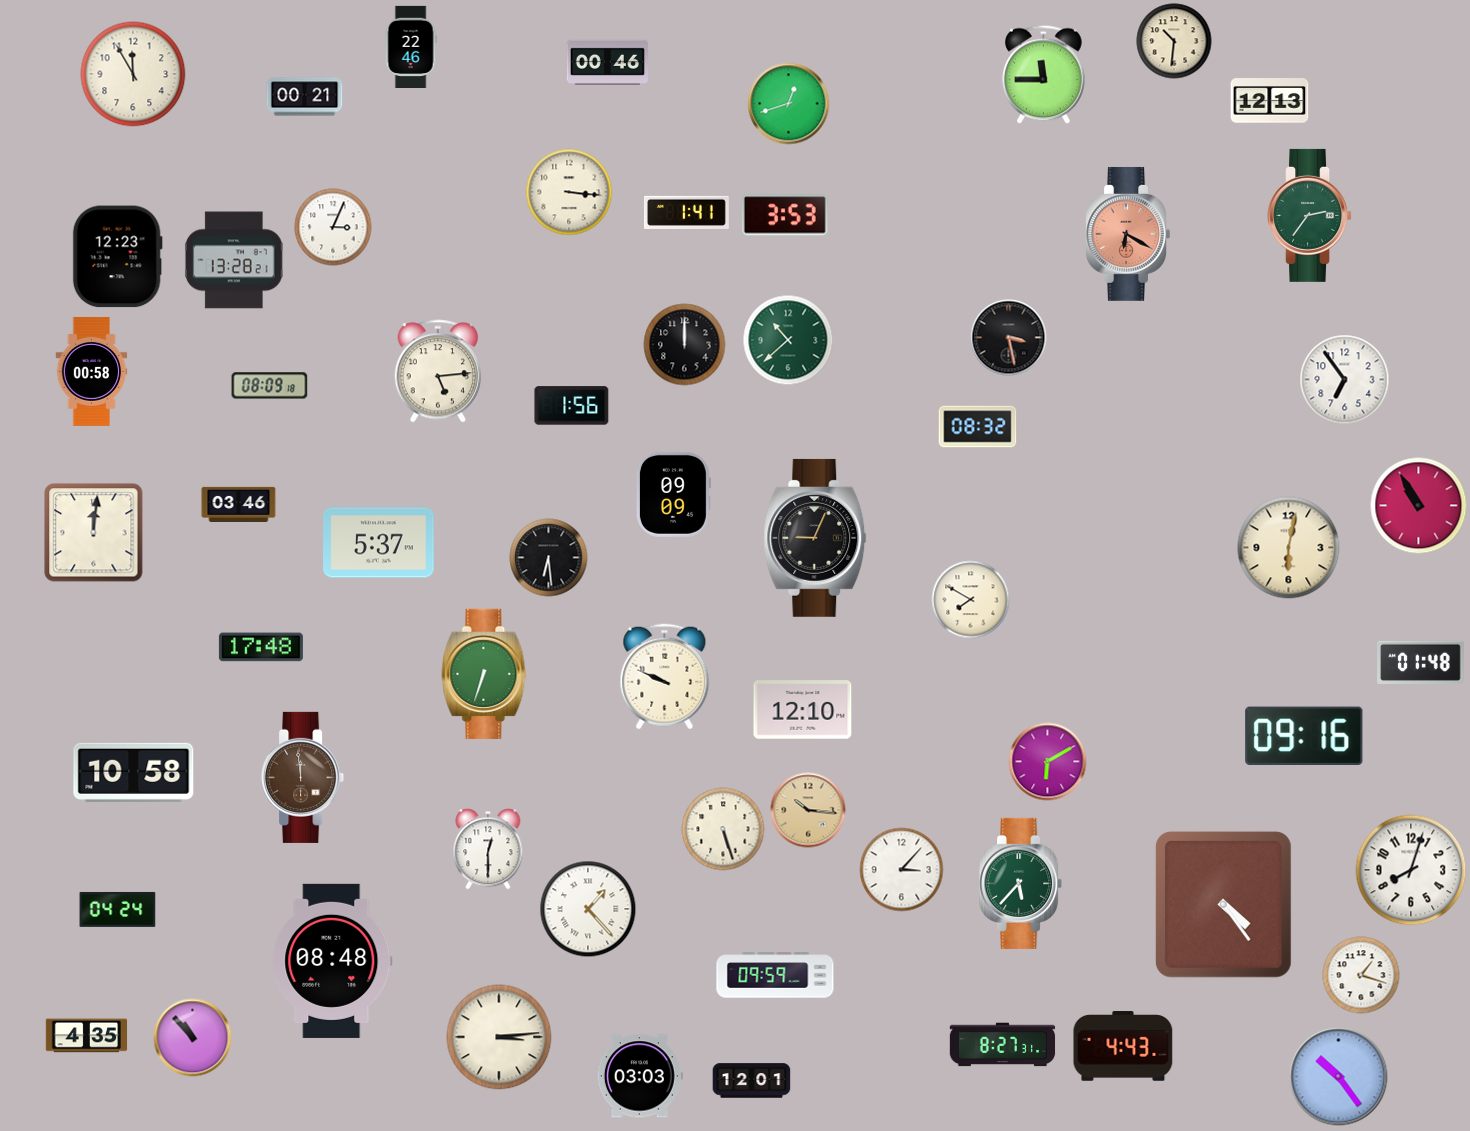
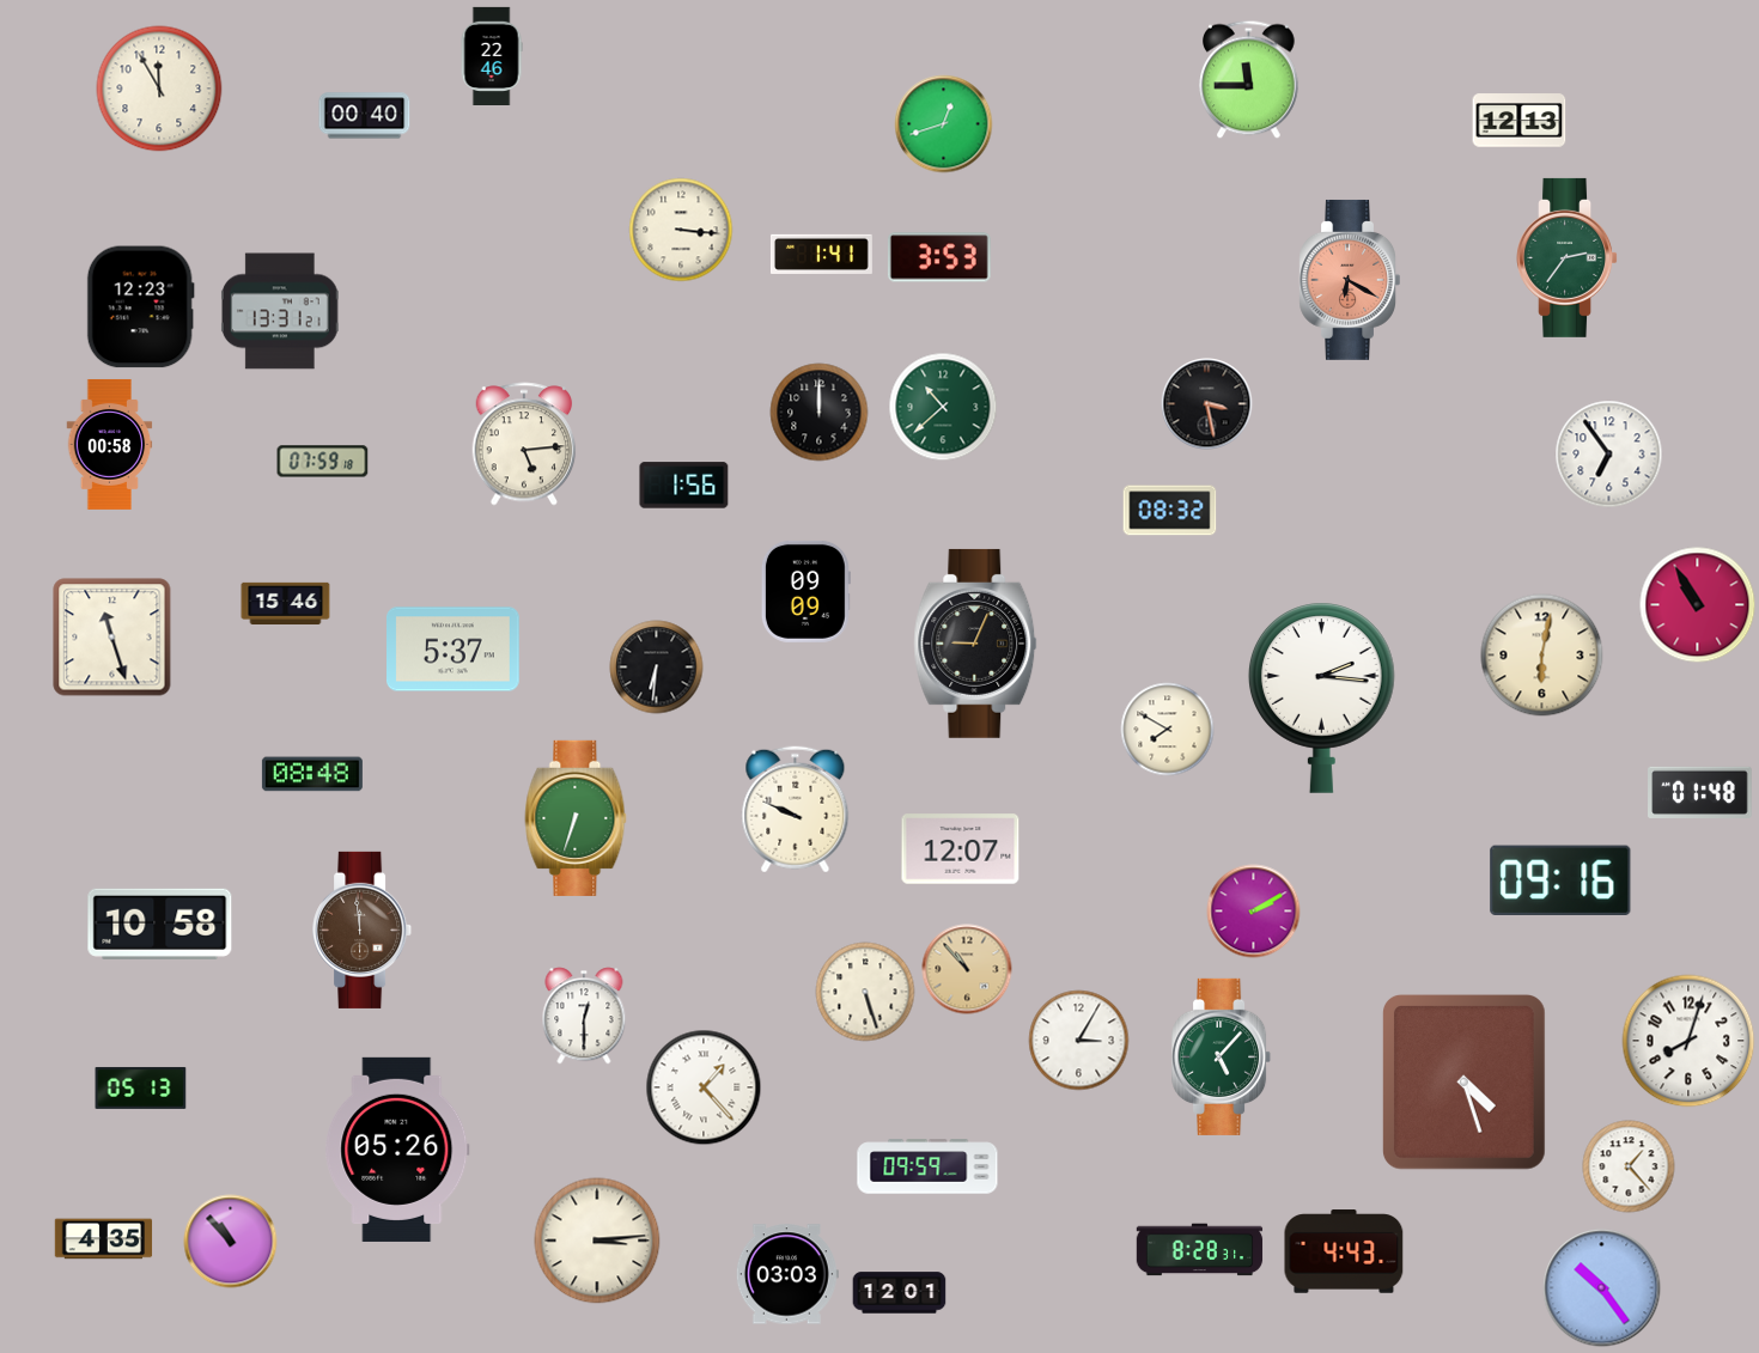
clock at (1174, 41): 10:31 -> none
clock at (608, 62): 00:46 -> none
clock at (1044, 75) position: (1044, 75) -> (1249, 80)
clock at (305, 97): 00:21 -> 00:40
clock at (333, 227): 3:04 -> none
clock at (234, 260): 13:28 -> 13:31
clock at (270, 386): 08:09 -> 07:59
clock at (239, 504): 03:46 -> 15:46
clock at (94, 533): 12:01 -> 11:27
clock at (549, 558): 6:29 -> 6:31
clock at (1321, 697): none -> 2:16
clock at (971, 600) position: (971, 600) -> (1168, 730)
clock at (261, 647): 17:48 -> 08:48
clock at (484, 674) position: (484, 674) -> (576, 818)
clock at (803, 710): 12:10 -> 12:07
clock at (1048, 762): 6:10 -> 2:10
clock at (808, 810): 10:16 -> 10:53
clock at (902, 870): 3:07 -> 3:05
clock at (1021, 883): 5:37 -> 5:07
clock at (1223, 905): 4:24 -> 4:27
clock at (118, 909): 04:24 -> 05:13
clock at (332, 961): 08:48 -> 05:26
clock at (1361, 975): 1:18 -> 1:23
clock at (1003, 1045): 8:27 -> 8:28
clock at (640, 1076) position: (640, 1076) -> (787, 1274)
